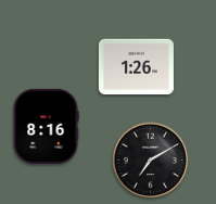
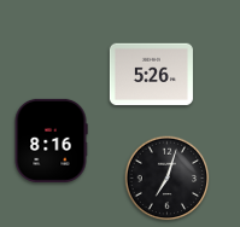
clock at (136, 67): 1:26 -> 5:26
clock at (151, 161): 7:10 -> 7:03
